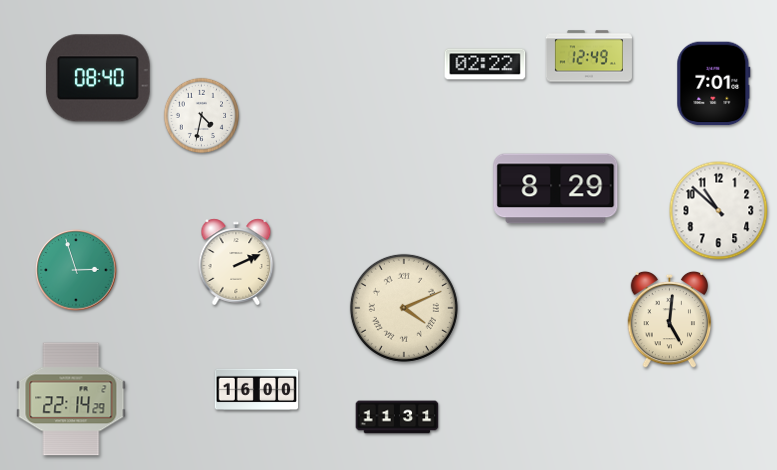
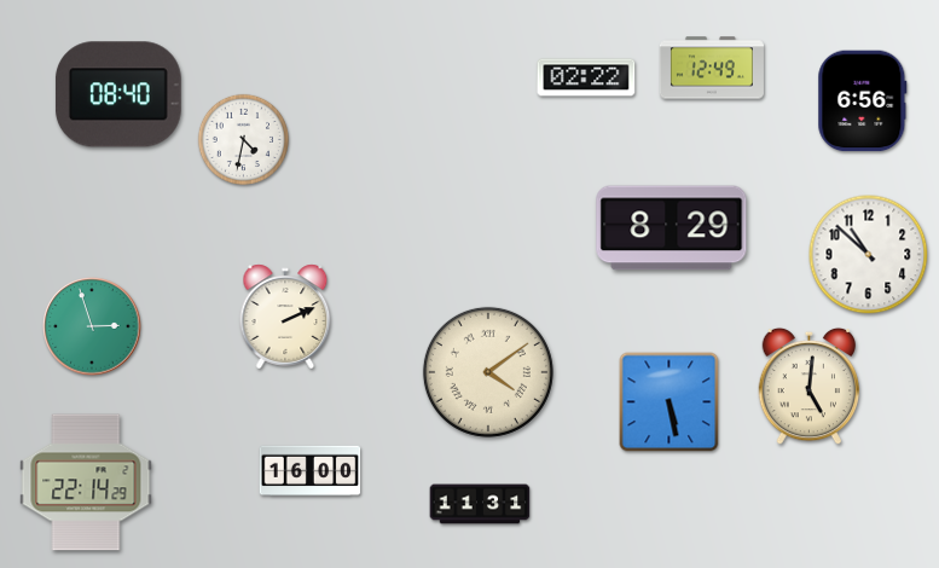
clock at (714, 84): 7:01 -> 6:56
clock at (404, 308): 4:11 -> 4:09
clock at (670, 402): none -> 5:28
